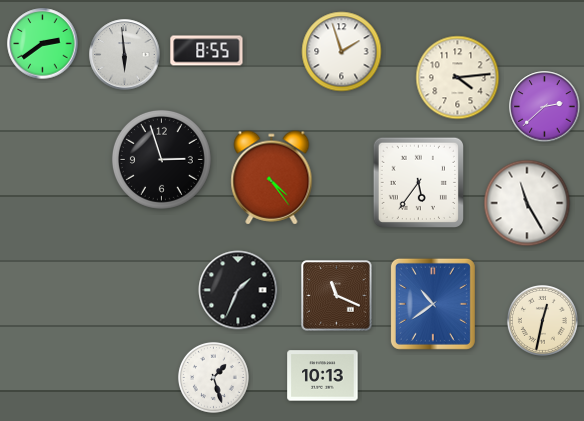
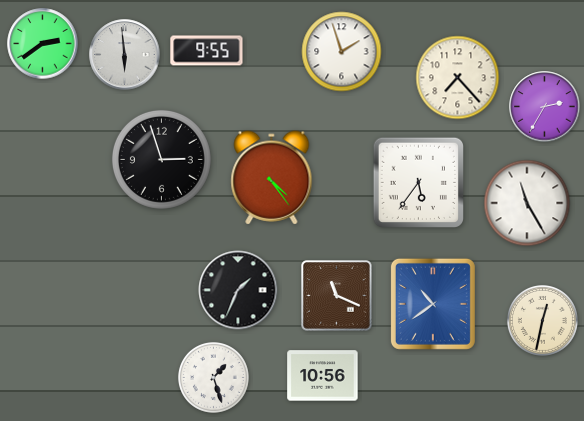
clock at (207, 51): 8:55 -> 9:55
clock at (458, 78): 4:14 -> 7:23
clock at (545, 107): 2:38 -> 2:35
clock at (323, 376): 10:13 -> 10:56
